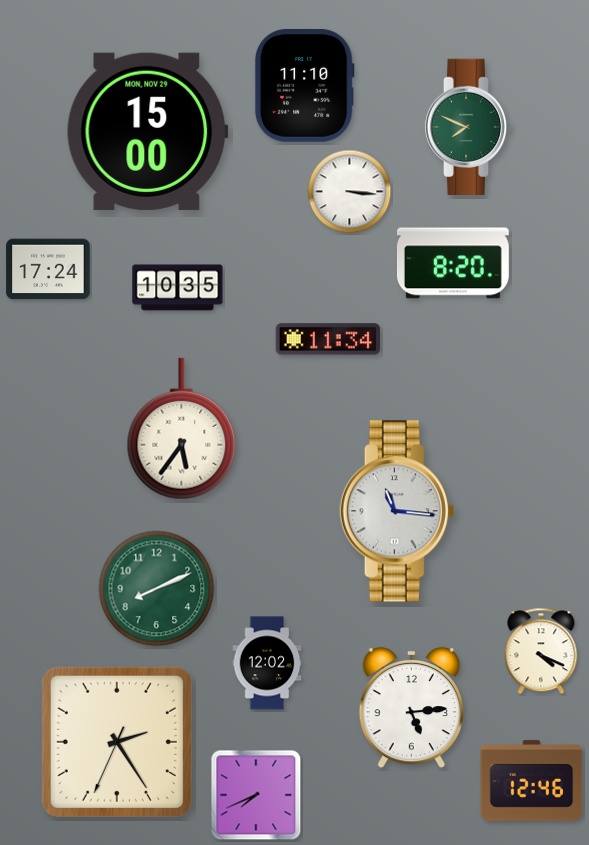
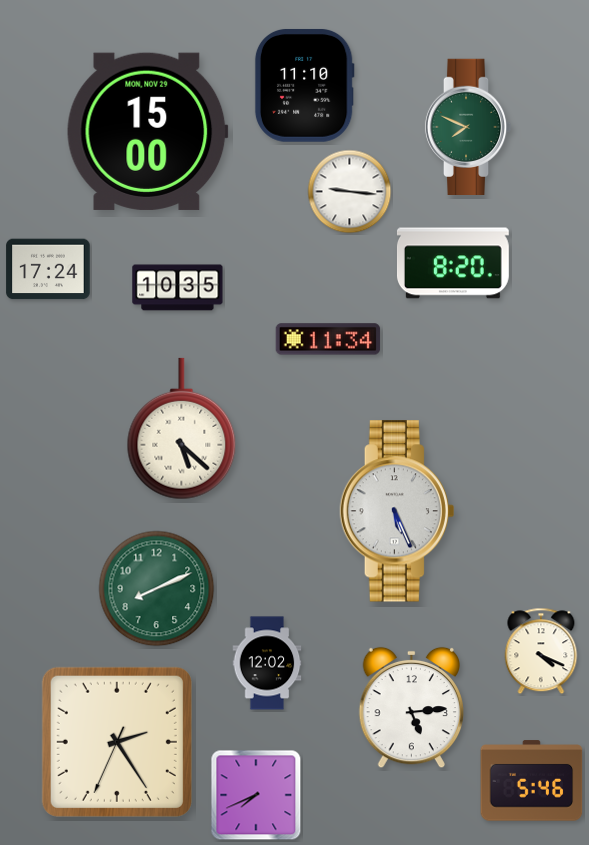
clock at (350, 192): 3:16 -> 9:16
clock at (182, 429): 5:36 -> 5:22
clock at (397, 511): 11:16 -> 5:26
clock at (532, 781): 12:46 -> 5:46
